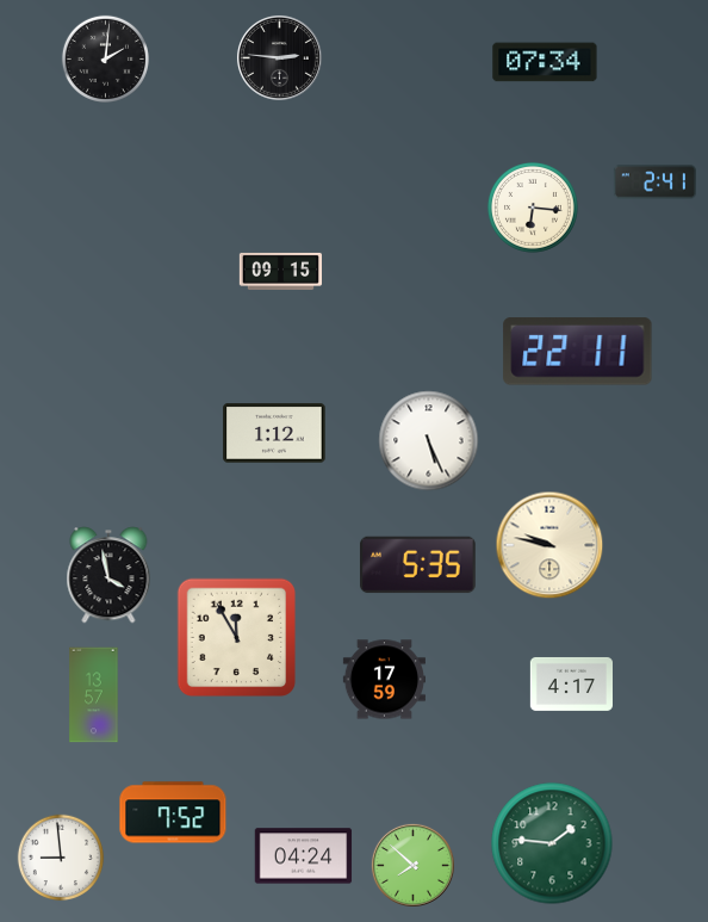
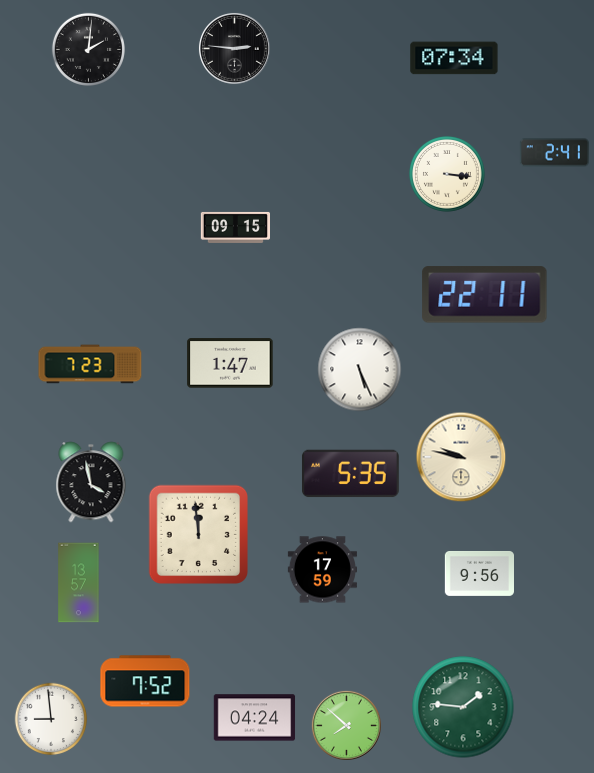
clock at (545, 62) position: (545, 62) -> (454, 58)
clock at (654, 182) position: (654, 182) -> (554, 153)
clock at (533, 208): 6:16 -> 3:16
clock at (274, 433): 1:12 -> 1:47
clock at (90, 364): none -> 7:23
clock at (237, 638): 11:55 -> 11:59
clock at (571, 683): 4:17 -> 9:56
